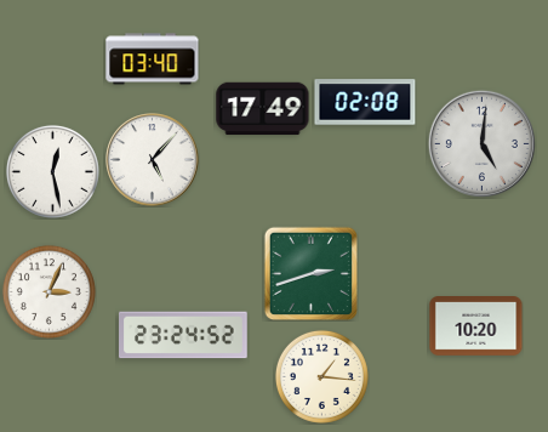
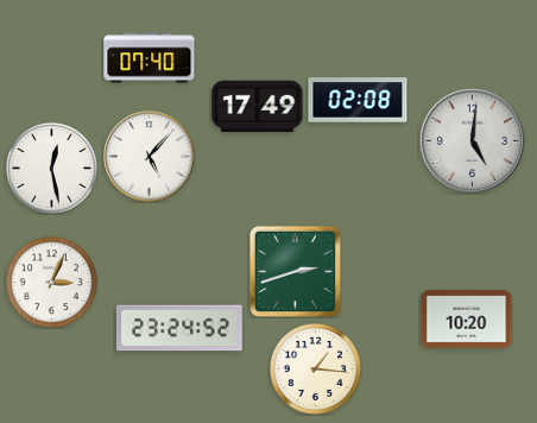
clock at (153, 59): 03:40 -> 07:40
clock at (310, 273) position: (310, 273) -> (295, 271)
clock at (48, 291) position: (48, 291) -> (51, 282)
